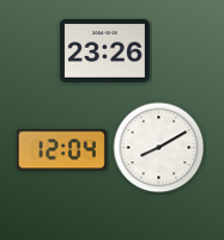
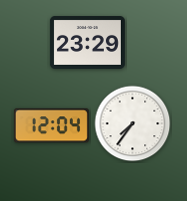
clock at (104, 51): 23:26 -> 23:29
clock at (159, 148): 8:10 -> 7:36
